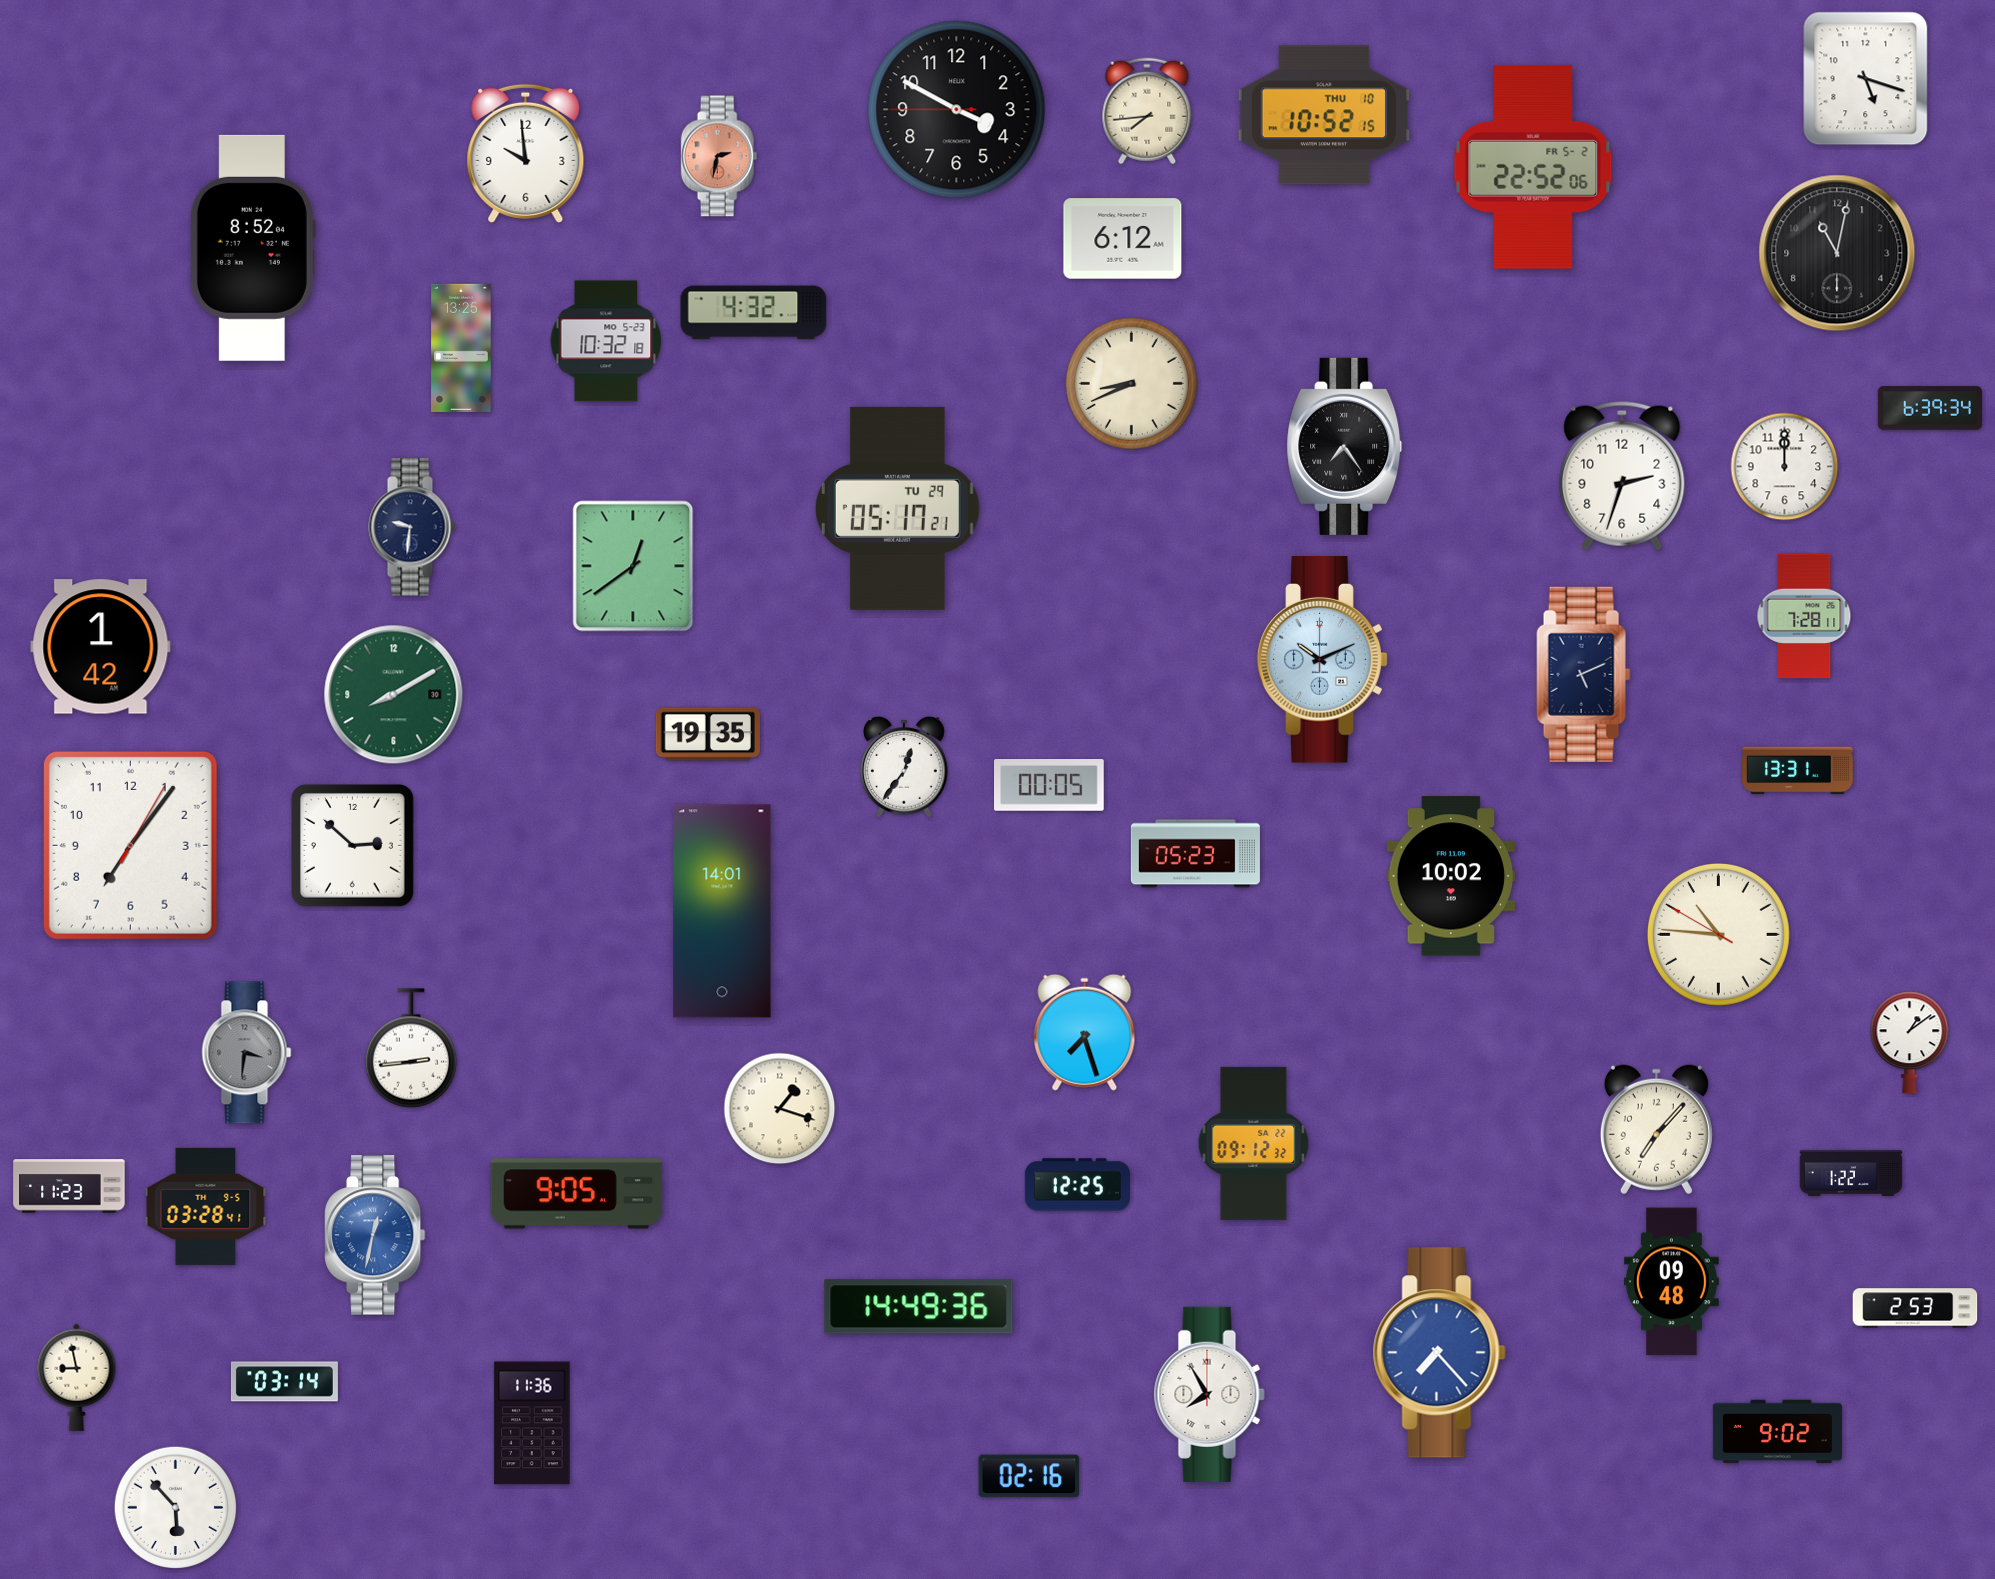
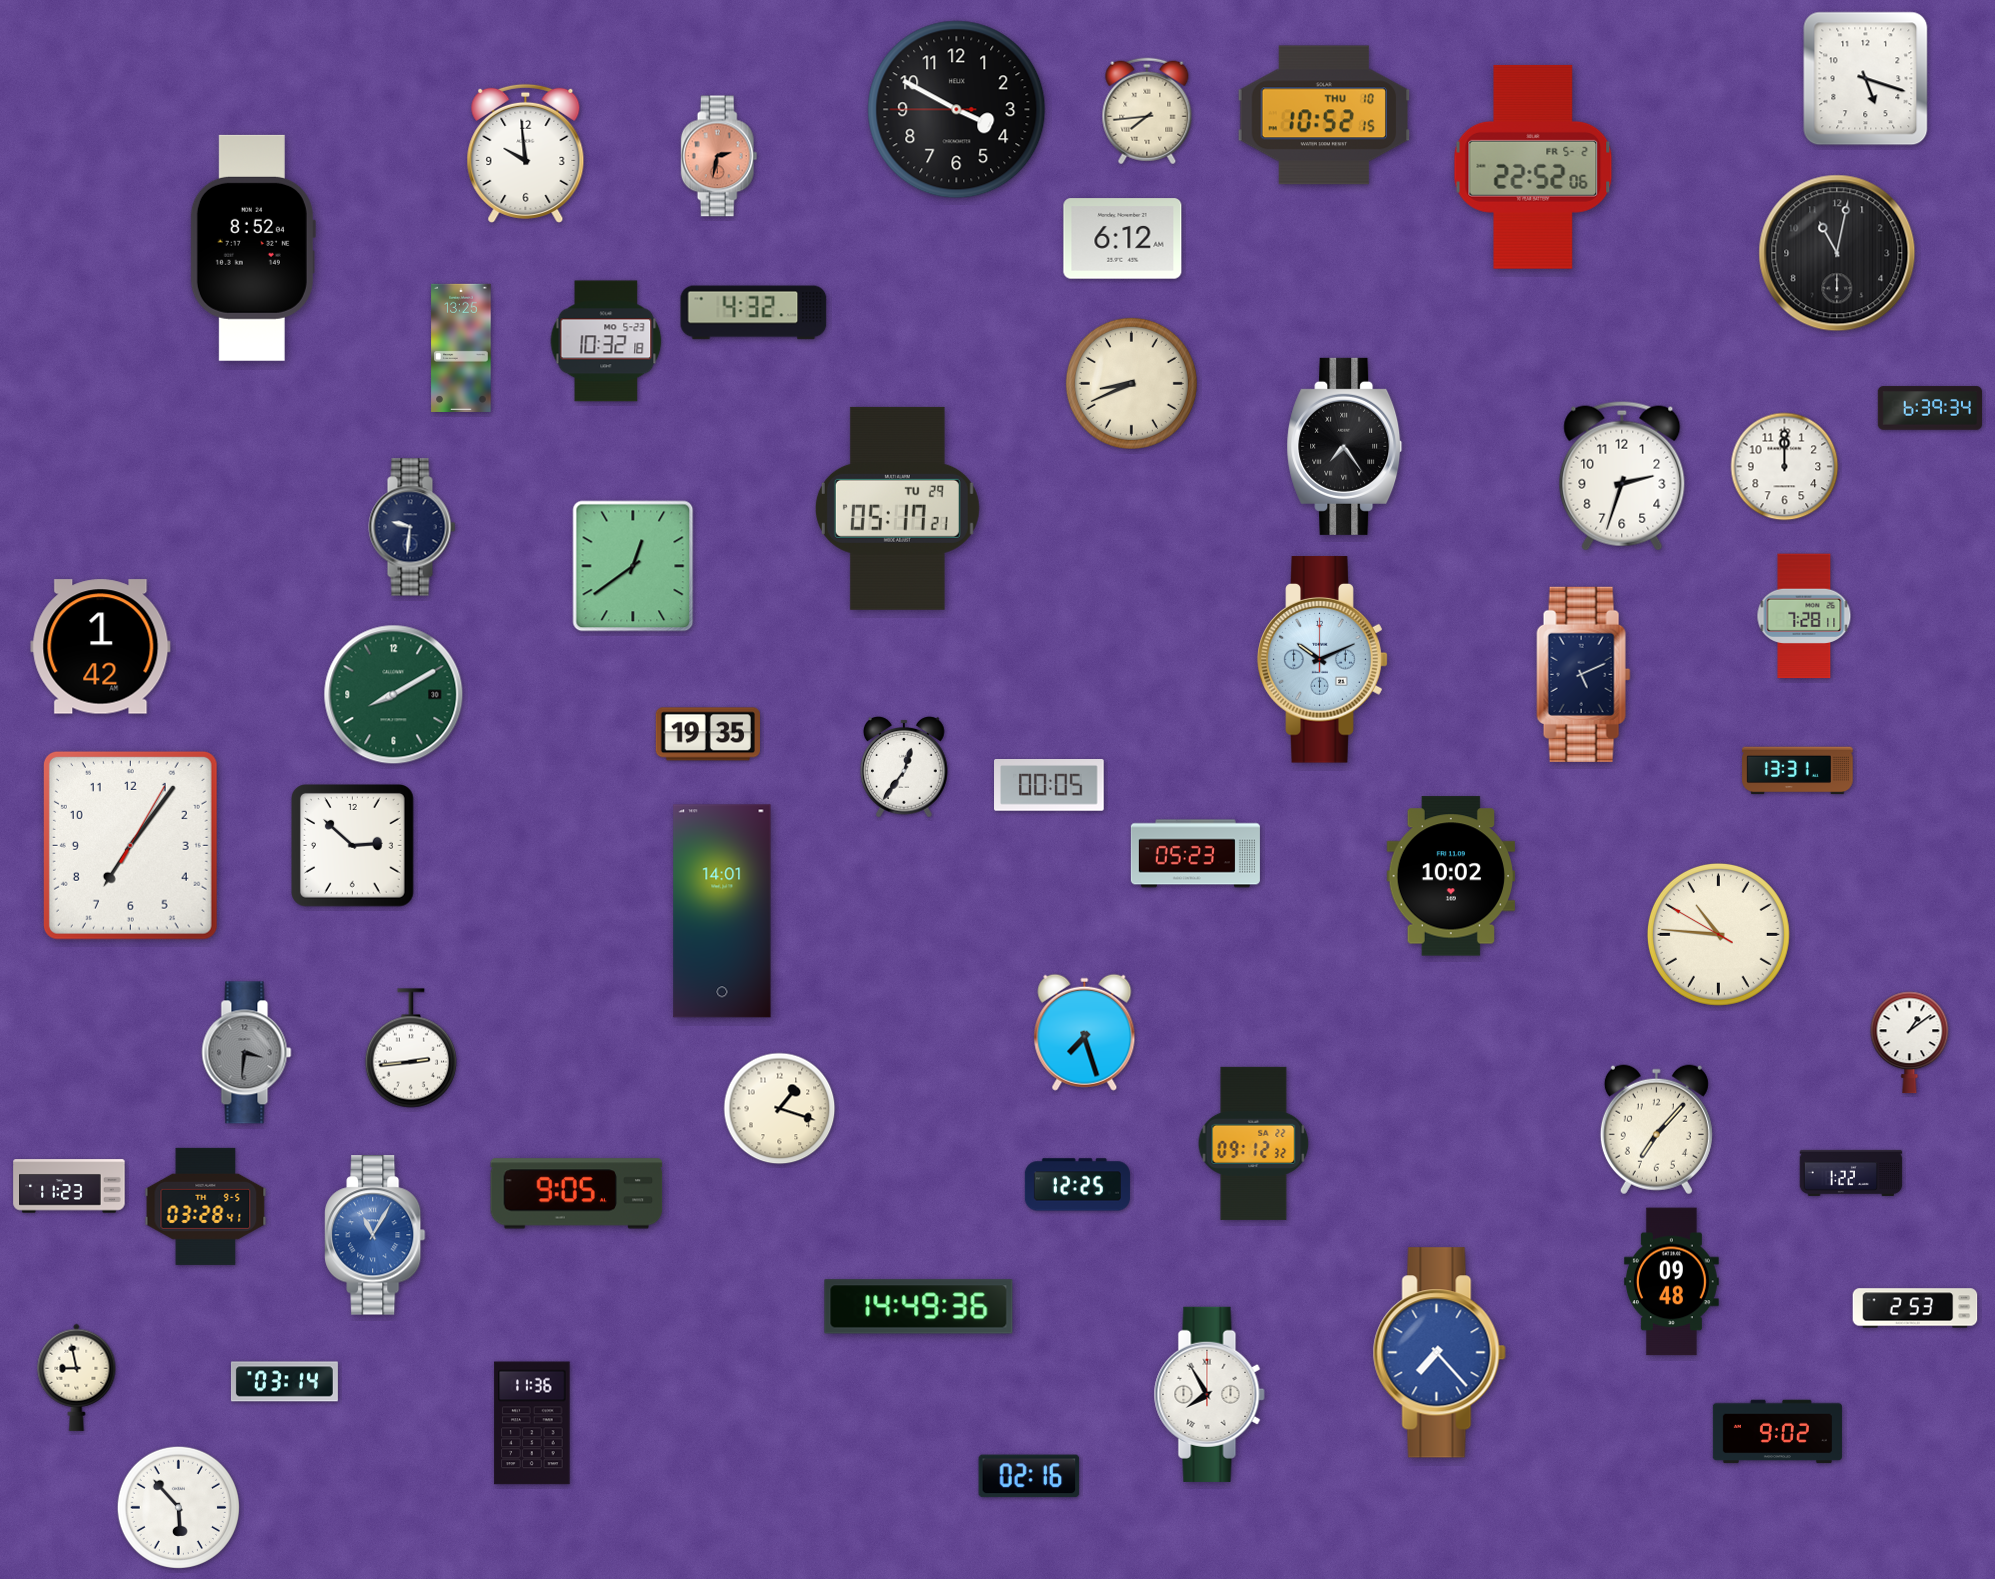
clock at (376, 1235): 12:32 -> 11:05
clock at (175, 1507) position: (175, 1507) -> (178, 1507)
